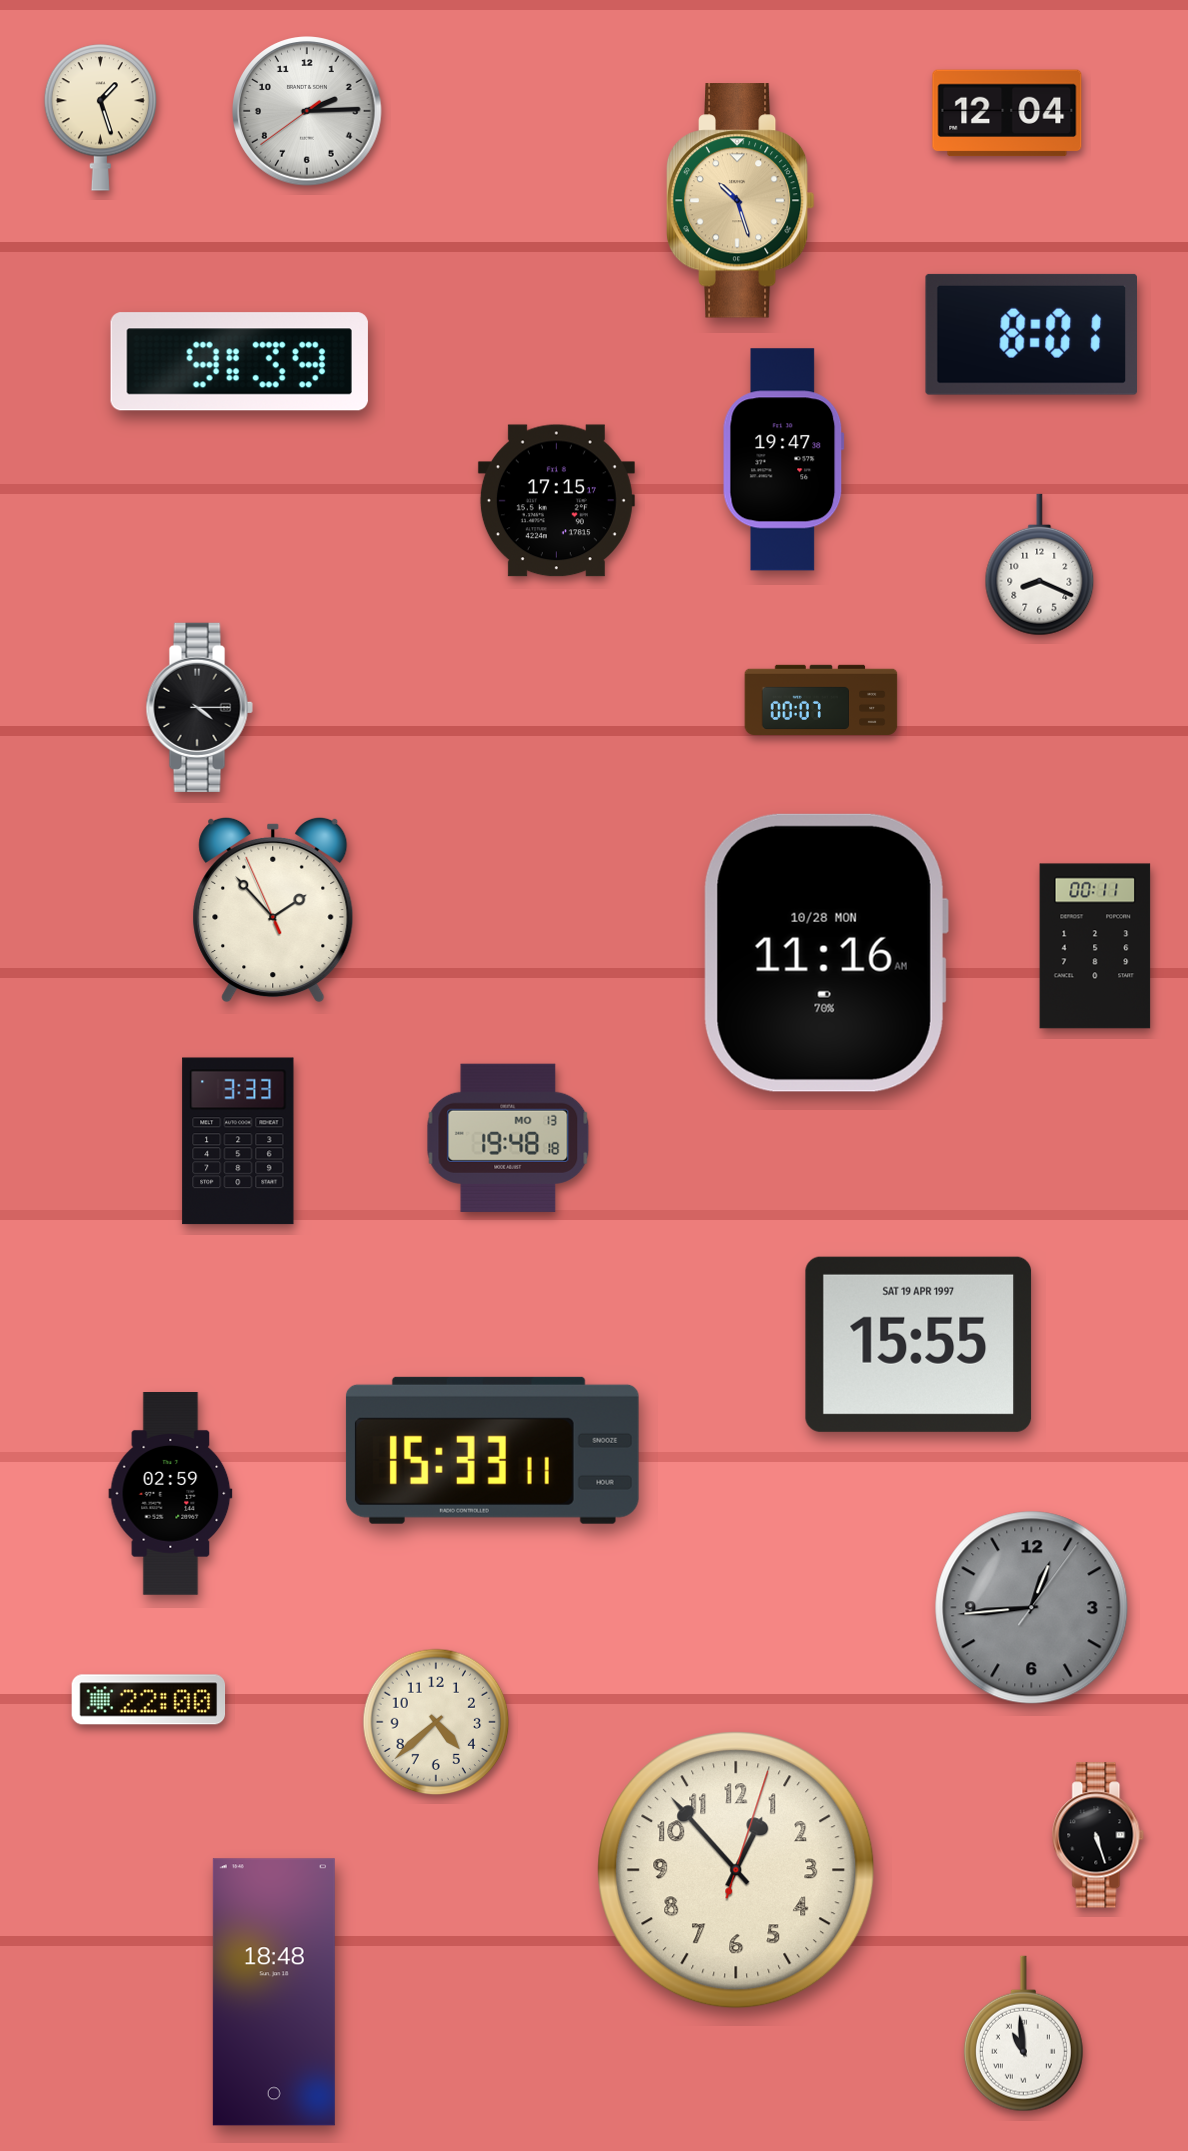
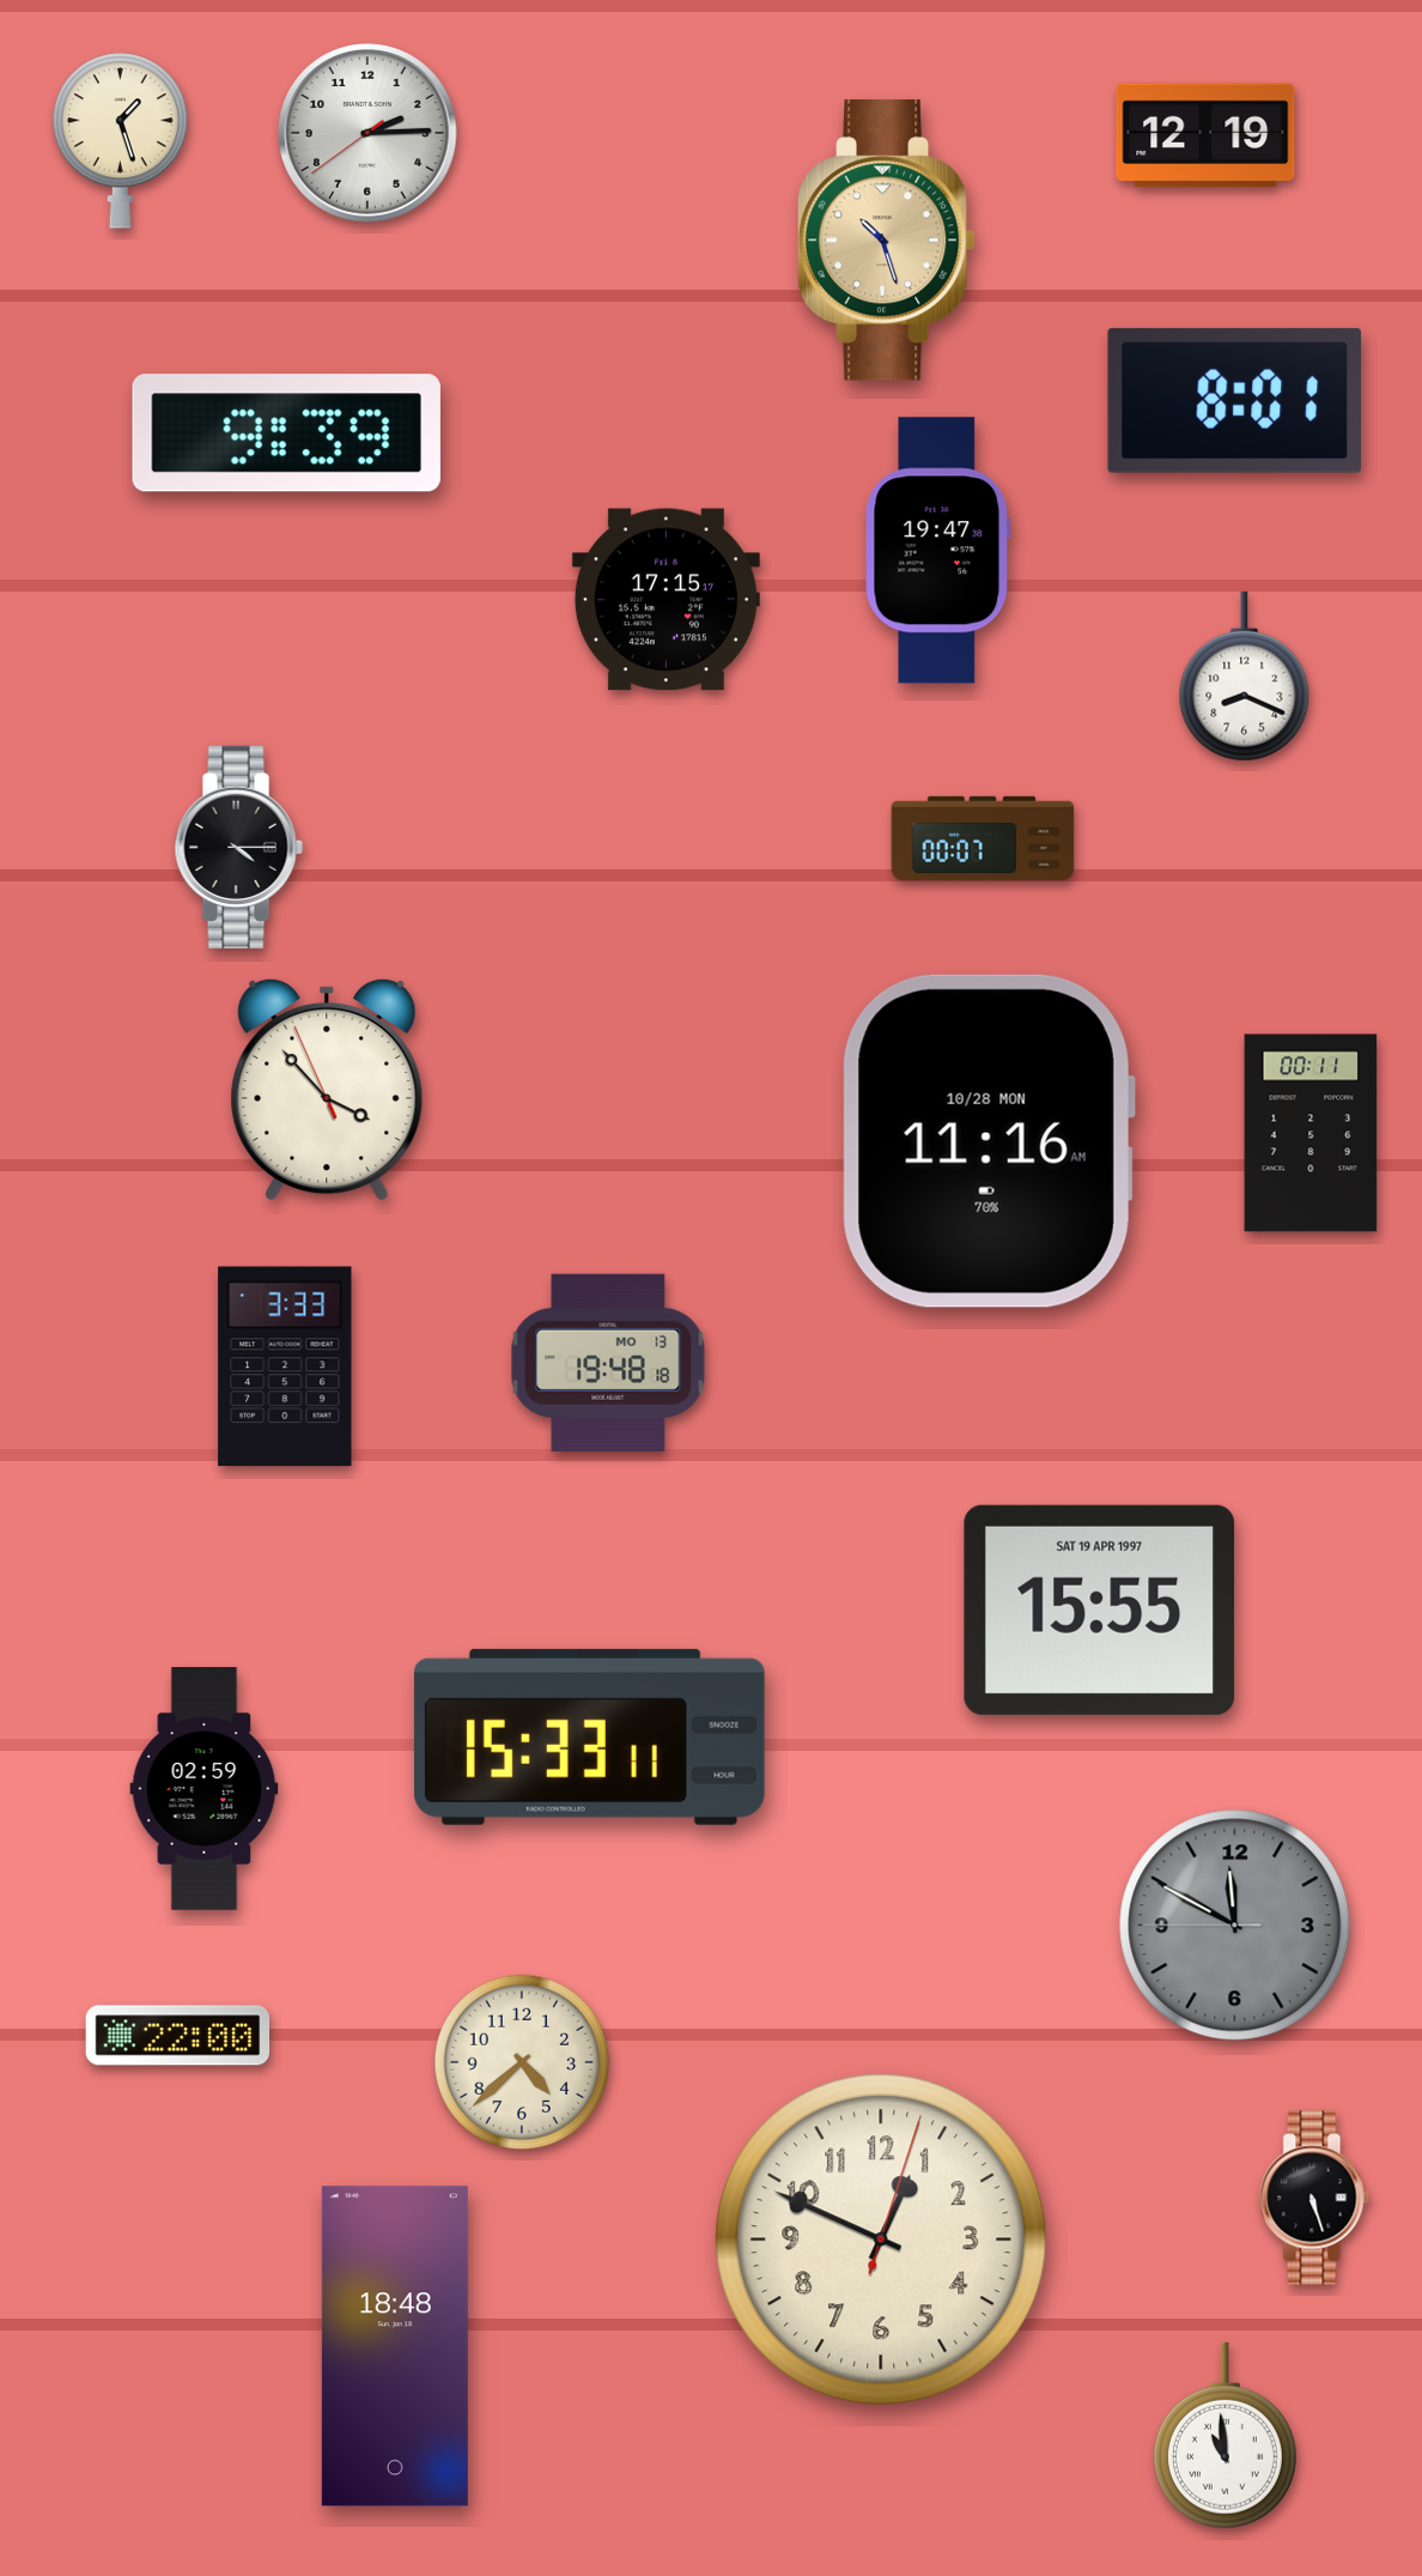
clock at (1007, 113): 12:04 -> 12:19
clock at (273, 910): 1:52 -> 3:52
clock at (1032, 1608): 12:44 -> 11:49
clock at (736, 1870): 12:53 -> 12:49
clock at (274, 1992) position: (274, 1992) -> (395, 2346)
